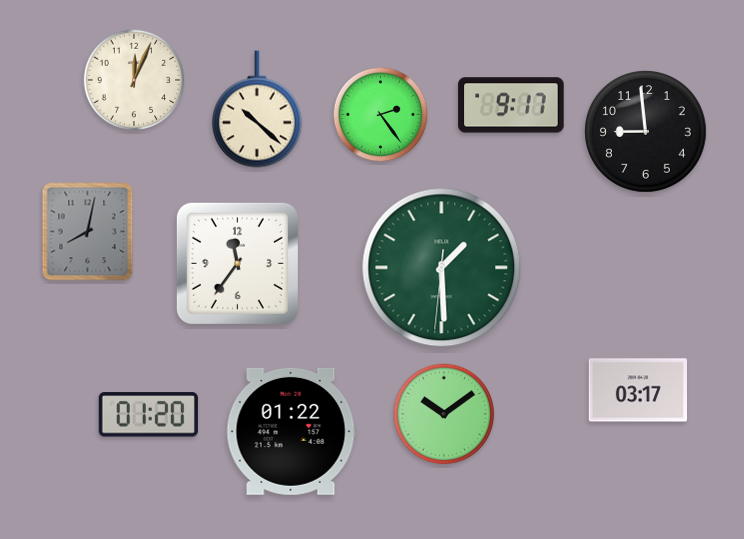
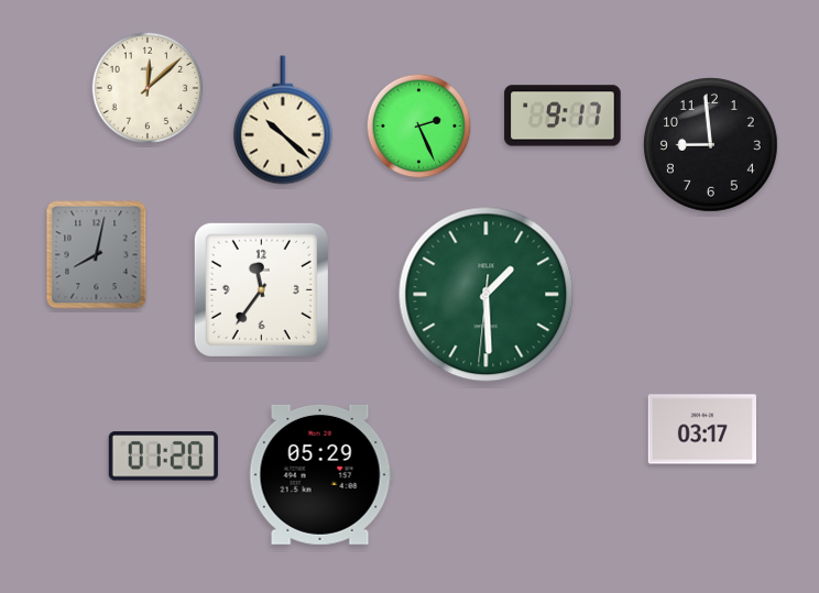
clock at (134, 80): 12:04 -> 12:08
clock at (381, 115): 2:24 -> 2:26
clock at (444, 414): 10:09 -> none
clock at (291, 431): 01:22 -> 05:29
